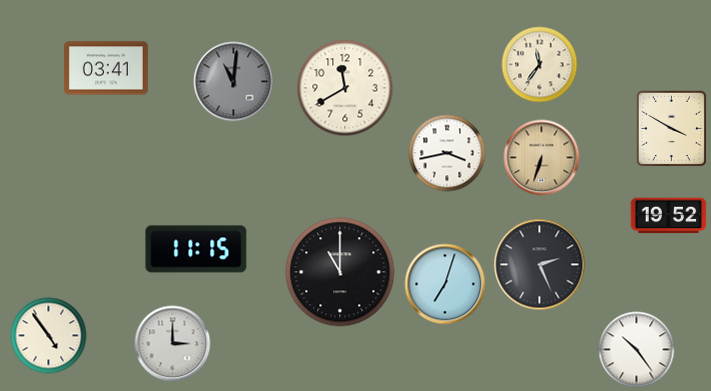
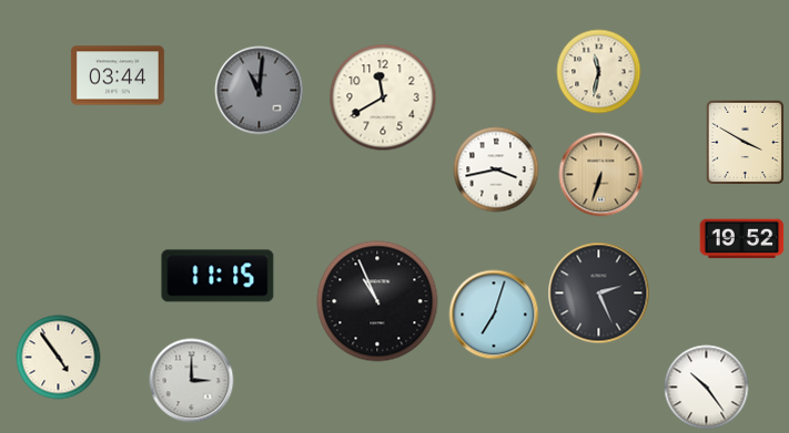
clock at (540, 65): 11:36 -> 11:32
clock at (106, 68): 03:41 -> 03:44
clock at (340, 272): 11:00 -> 10:56
clock at (49, 336) position: (49, 336) -> (59, 358)
